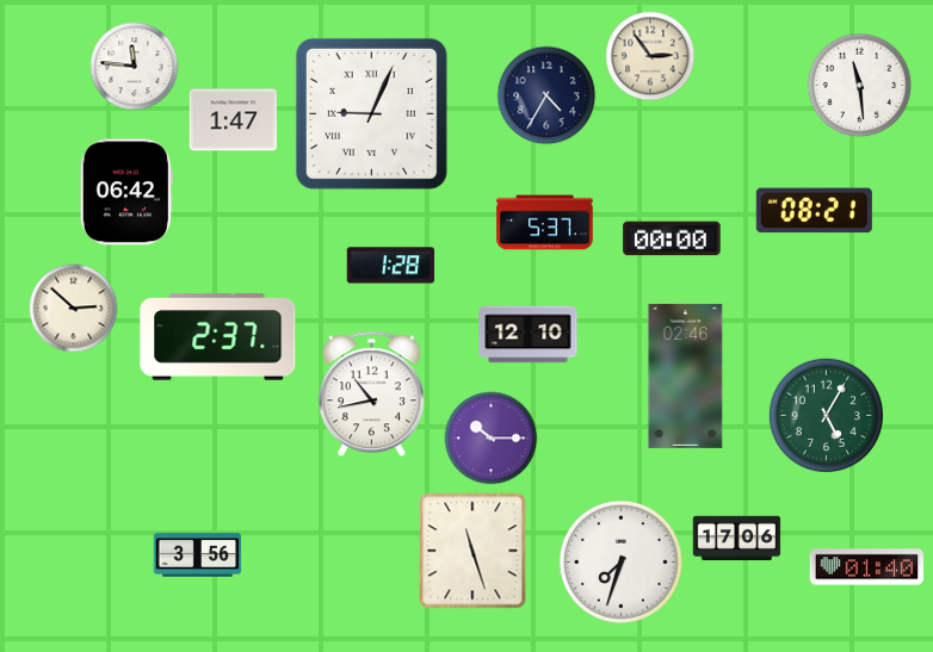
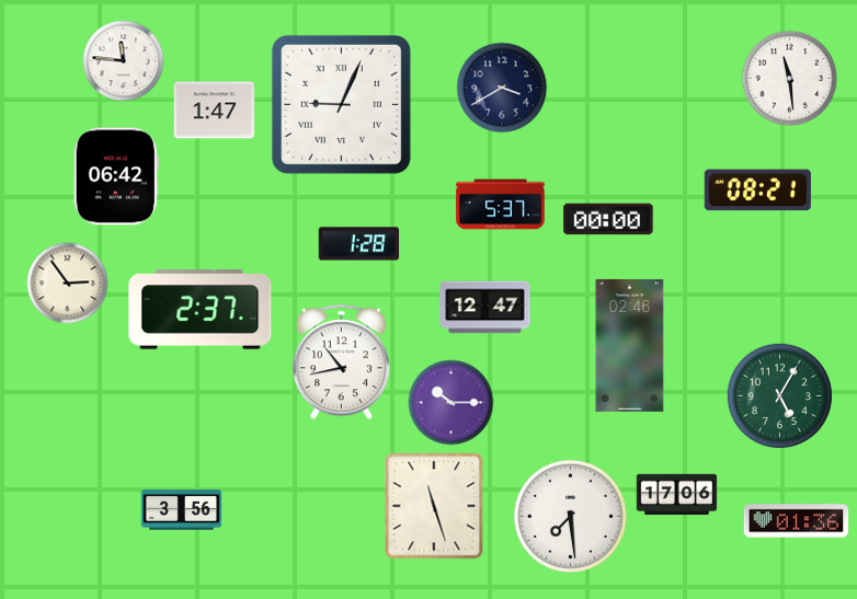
clock at (650, 56): 2:54 -> none
clock at (546, 95): 4:35 -> 3:40
clock at (814, 211) position: (814, 211) -> (757, 191)
clock at (672, 238) position: (672, 238) -> (608, 219)
clock at (74, 309): 2:52 -> 2:54
clock at (529, 335): 12:10 -> 12:47
clock at (826, 415) position: (826, 415) -> (779, 395)
clock at (620, 561): 7:33 -> 7:29
clock at (867, 567): 01:40 -> 01:36
